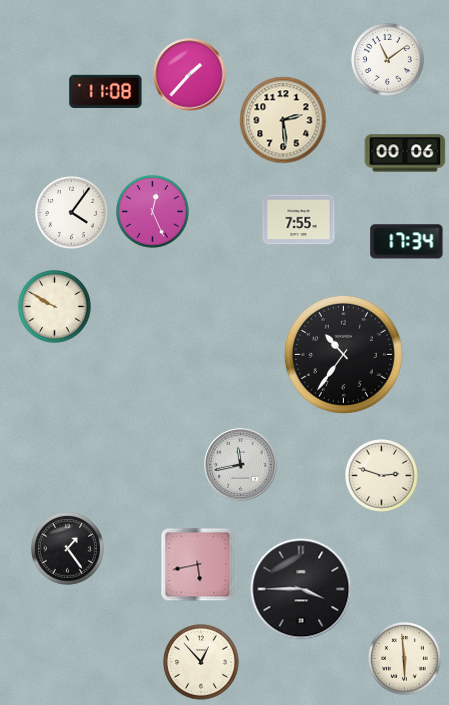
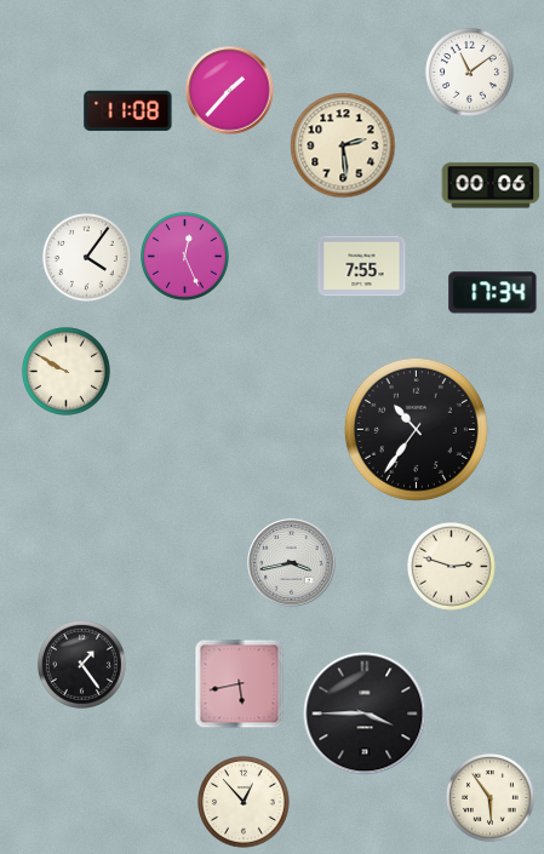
clock at (241, 465): 11:43 -> 3:43
clock at (382, 476) position: (382, 476) -> (452, 567)
clock at (405, 659): 5:59 -> 5:54
